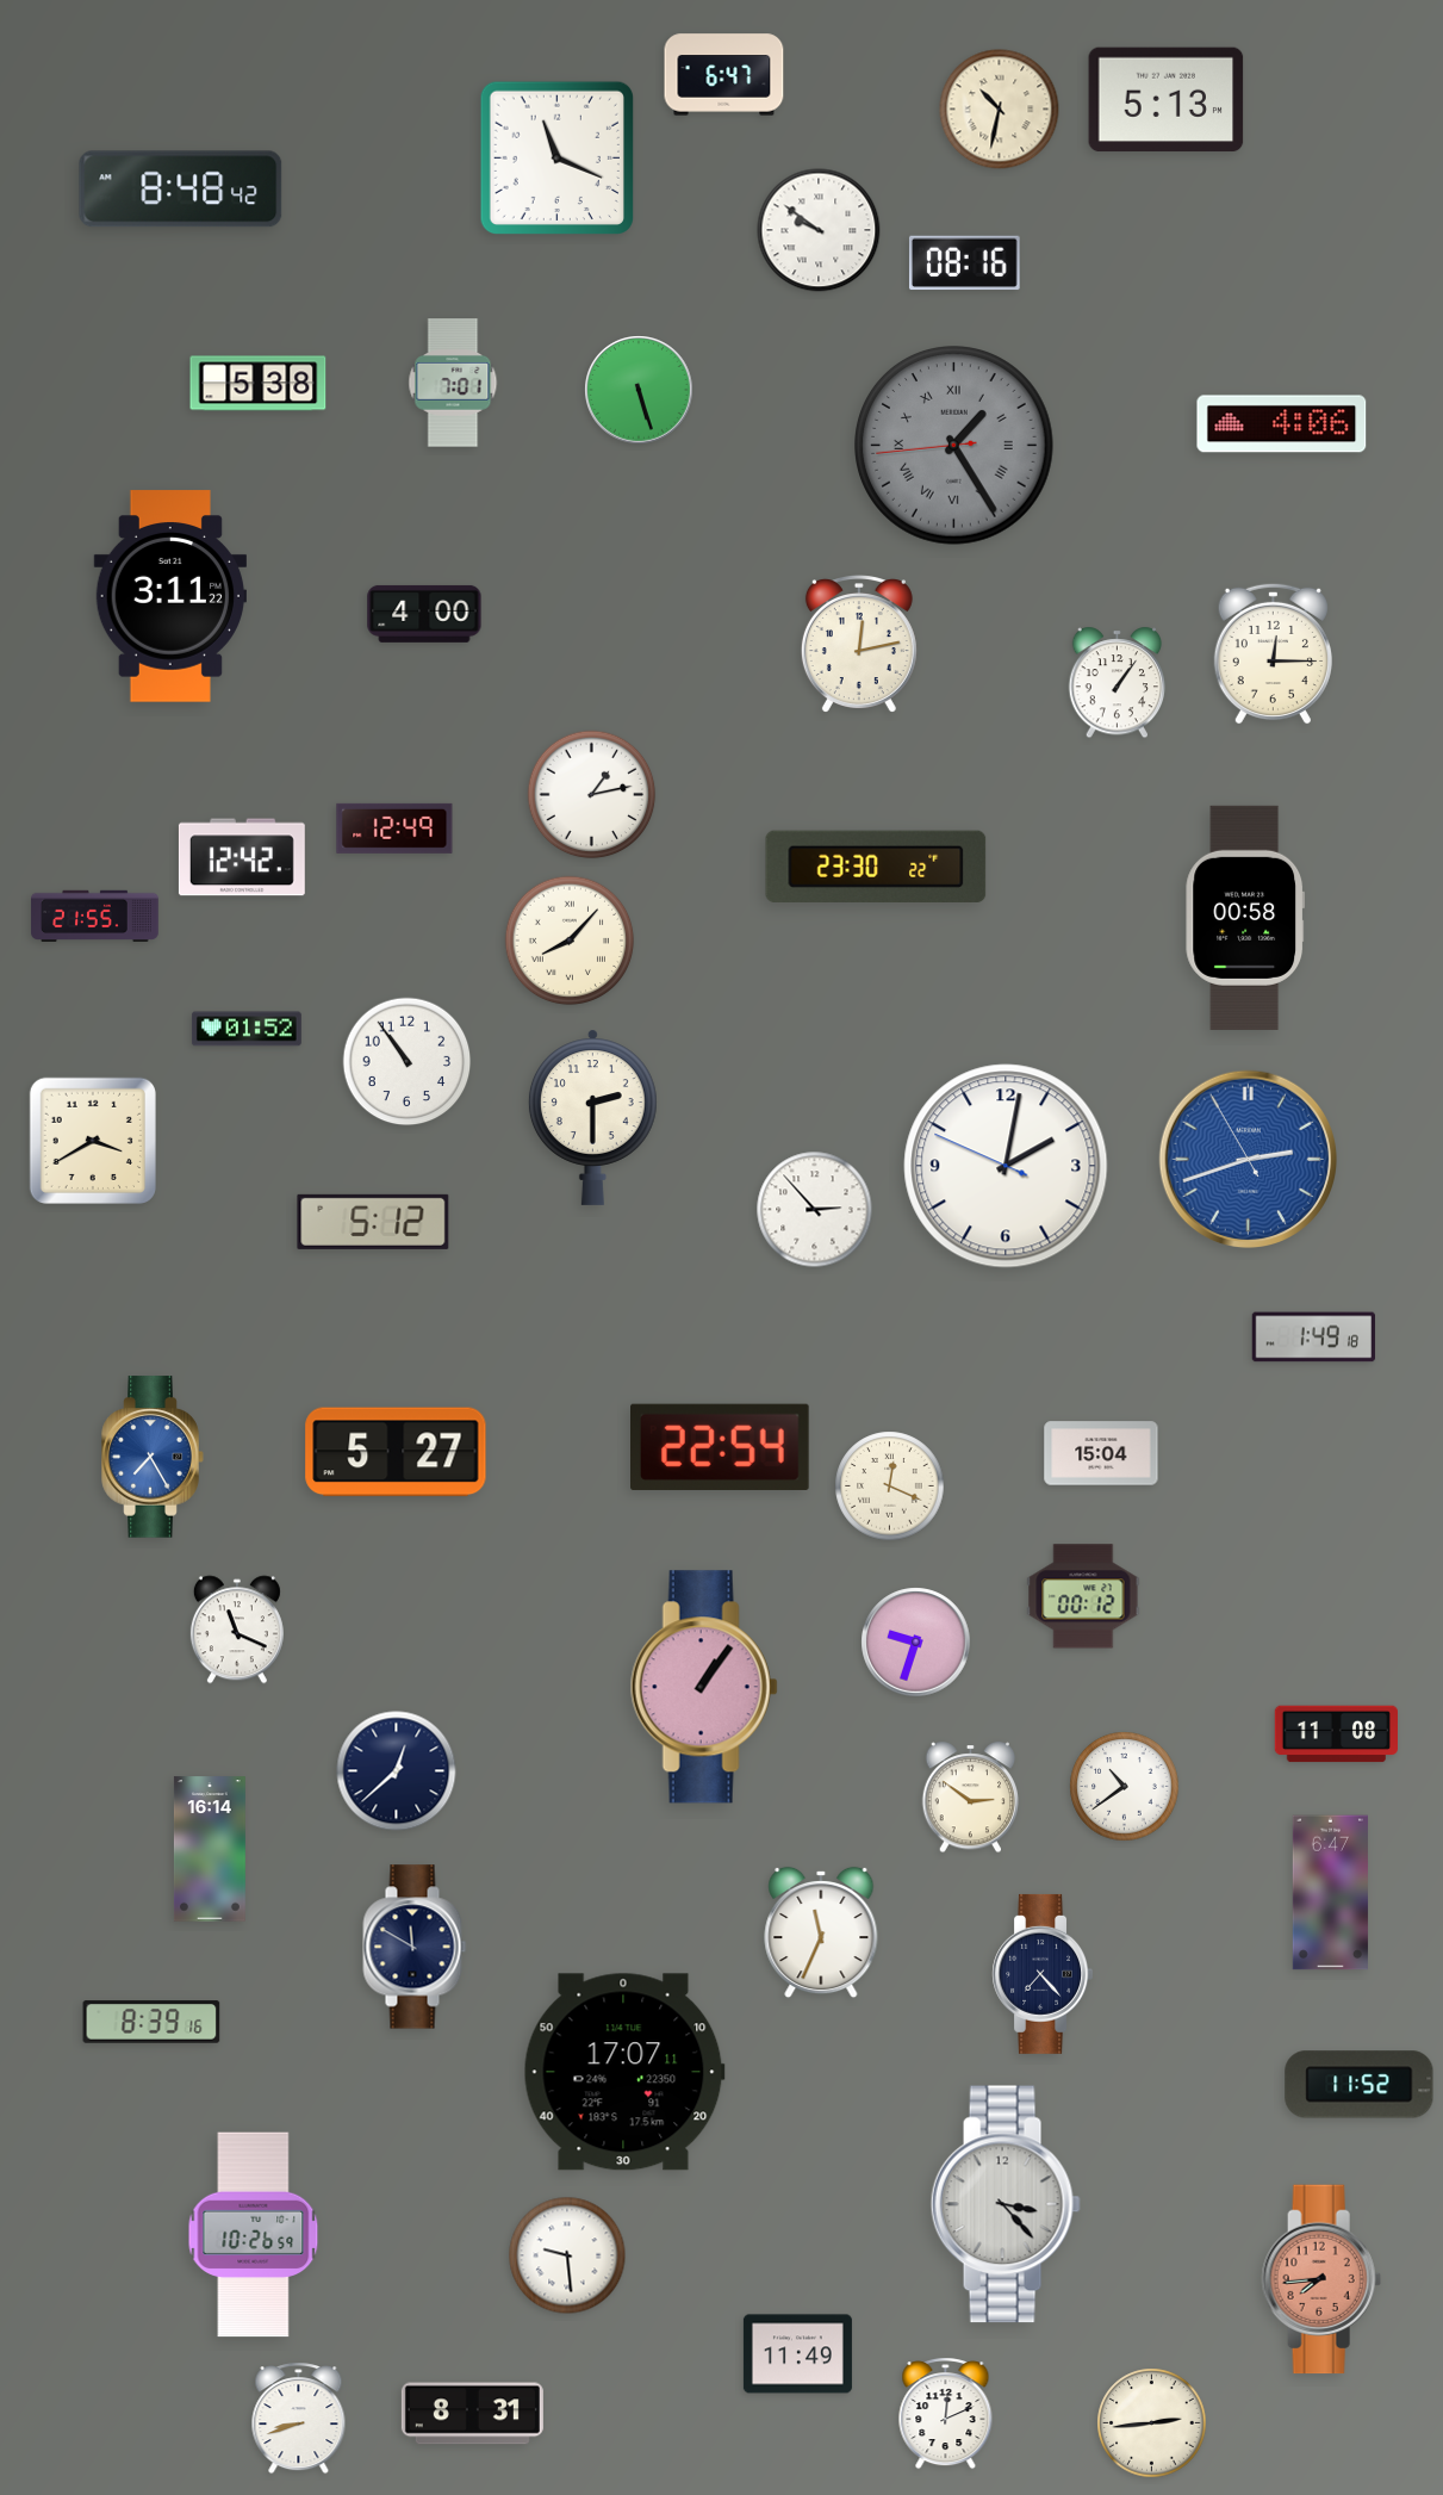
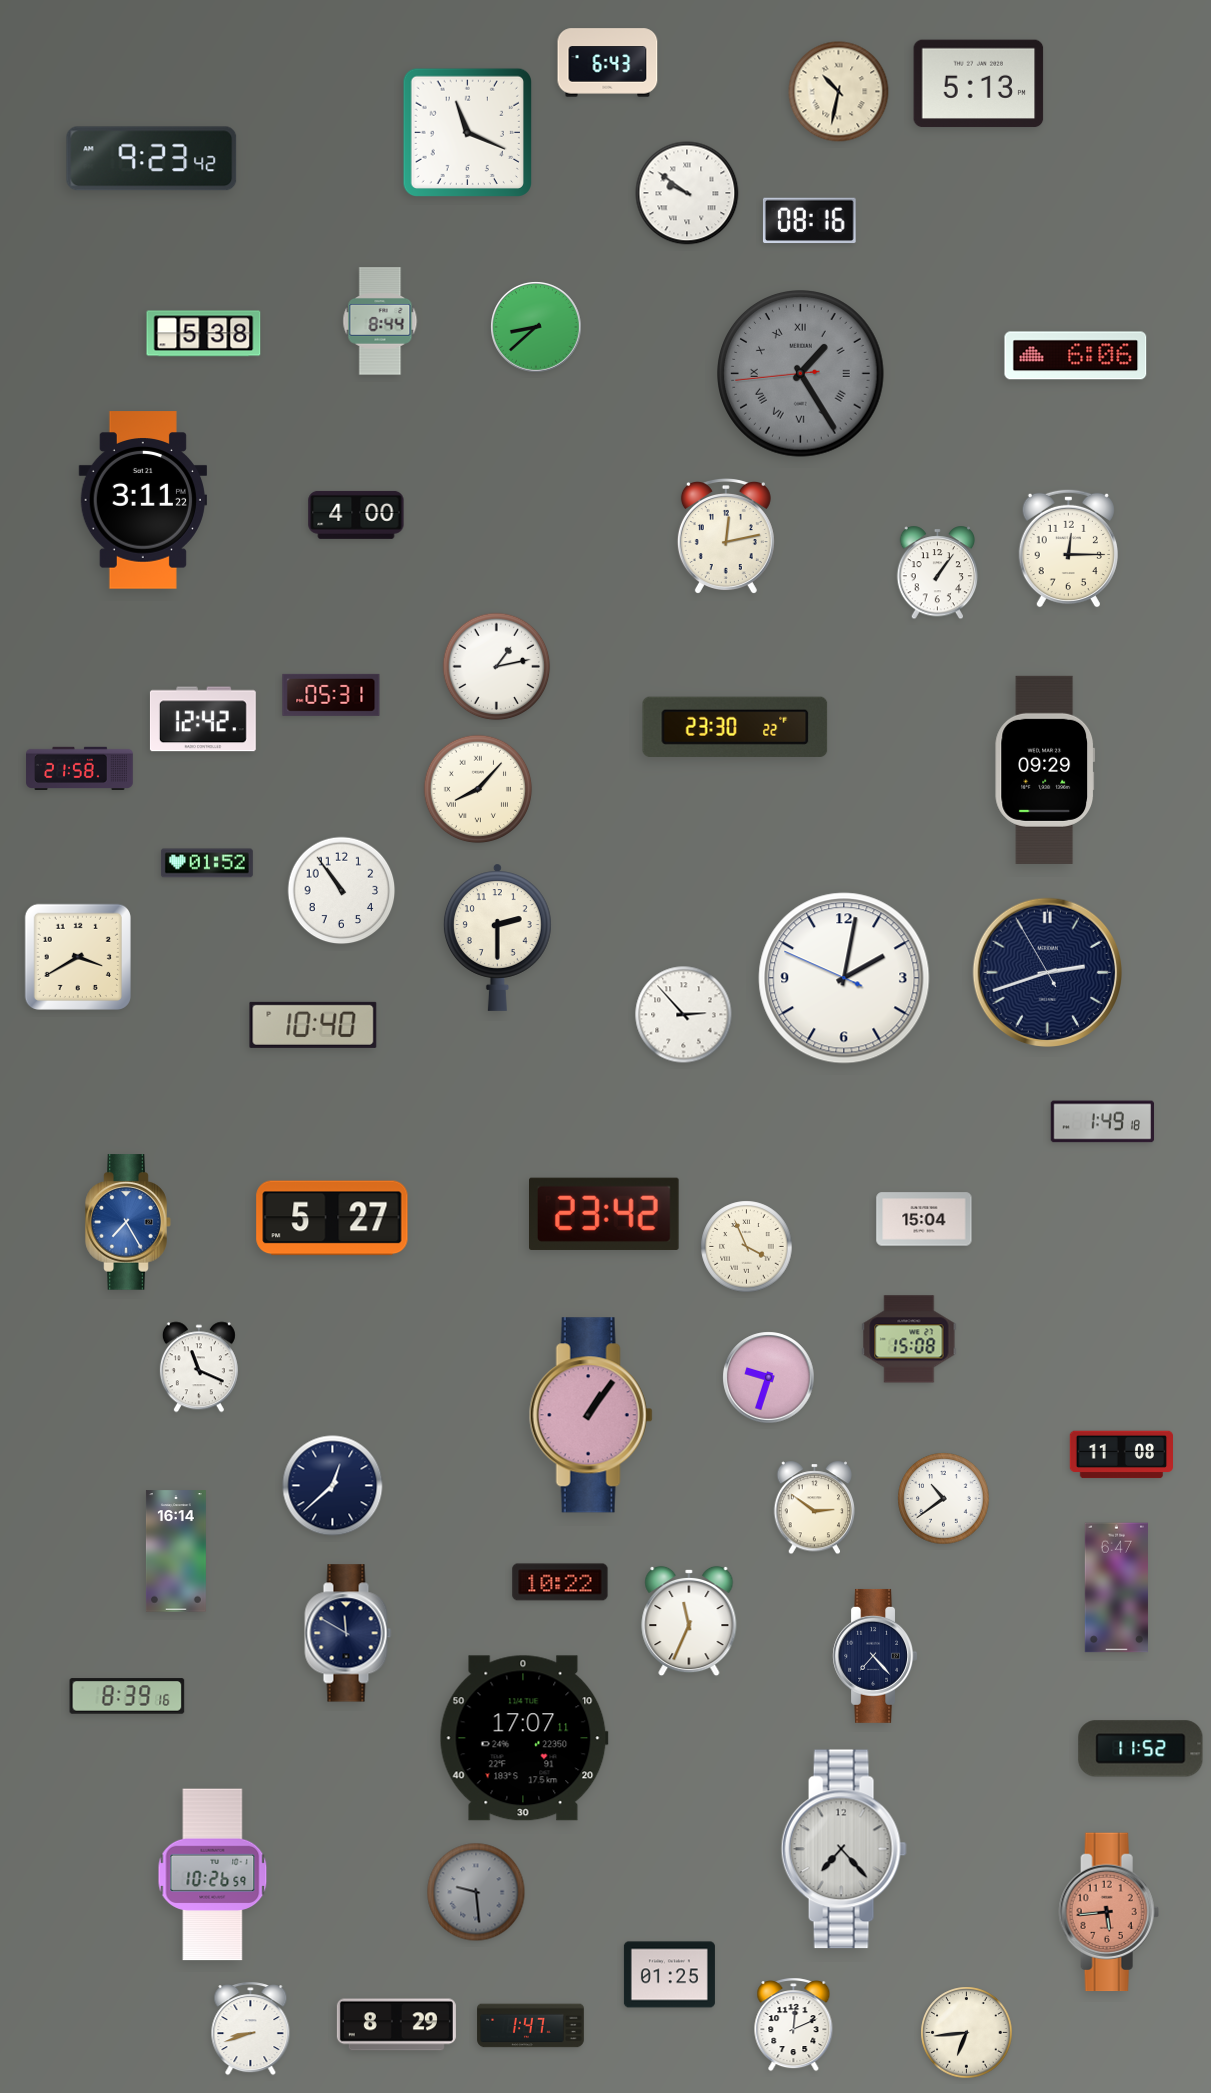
clock at (724, 75): 6:47 -> 6:43
clock at (181, 190): 8:48 -> 9:23
clock at (453, 383): 7:01 -> 8:44
clock at (259, 384) position: (259, 384) -> (204, 334)
clock at (639, 390): 5:27 -> 8:38
clock at (1282, 424): 4:06 -> 6:06
clock at (859, 644) position: (859, 644) -> (726, 536)
clock at (394, 828): 12:49 -> 05:31
clock at (95, 916): 21:55 -> 21:58
clock at (1245, 918): 00:58 -> 09:29
clock at (1248, 1159) dial: blue -> navy
clock at (373, 1222): 5:12 -> 10:40
clock at (721, 1447): 22:54 -> 23:42
clock at (890, 1487): 12:19 -> 3:56
clock at (1083, 1596): 00:12 -> 15:08
clock at (560, 1582): none -> 10:22
clock at (1006, 2204): 3:23 -> 7:23
clock at (567, 2255) dial: white -> grey
clock at (1321, 2279): 7:44 -> 5:44
clock at (797, 2354): 11:49 -> 01:25
clock at (472, 2414): 8:31 -> 8:29
clock at (531, 2026): none -> 1:47
clock at (1152, 2423): 2:44 -> 6:44
